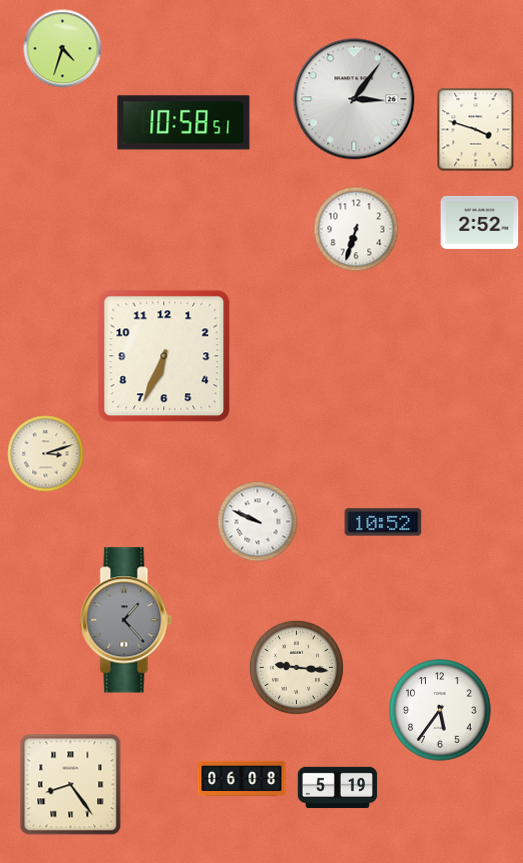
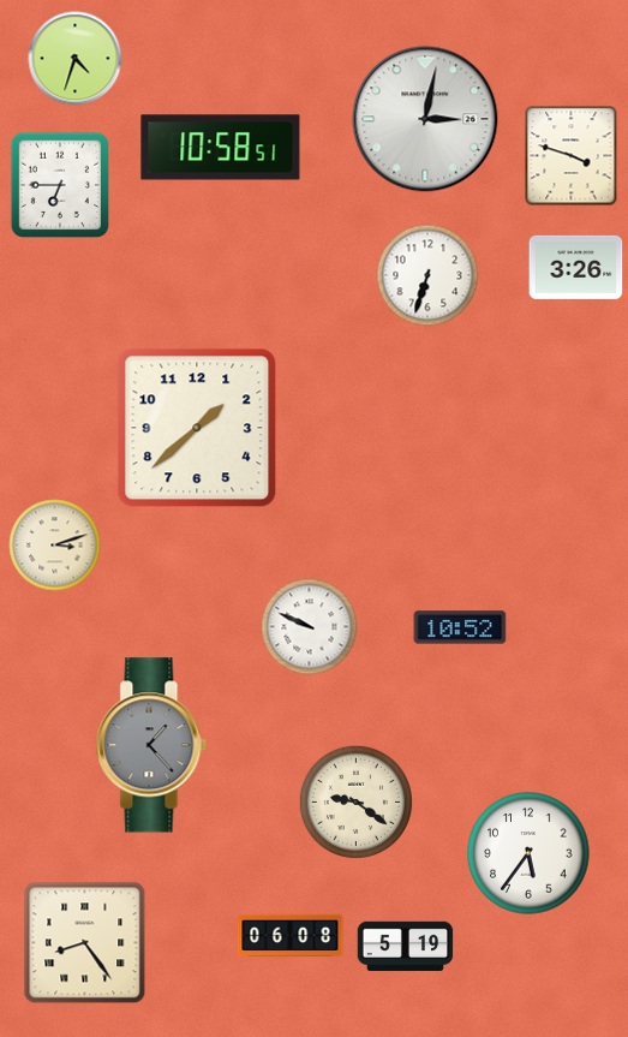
clock at (354, 99): 3:06 -> 3:02
clock at (59, 185): none -> 6:45
clock at (480, 222): 2:52 -> 3:26
clock at (164, 356): 6:34 -> 1:38
clock at (296, 667): 9:16 -> 9:21
